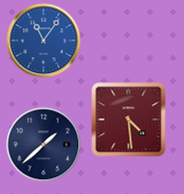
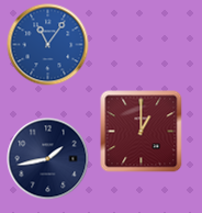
clock at (129, 120): 4:29 -> 1:00
clock at (44, 145): 1:38 -> 1:43
